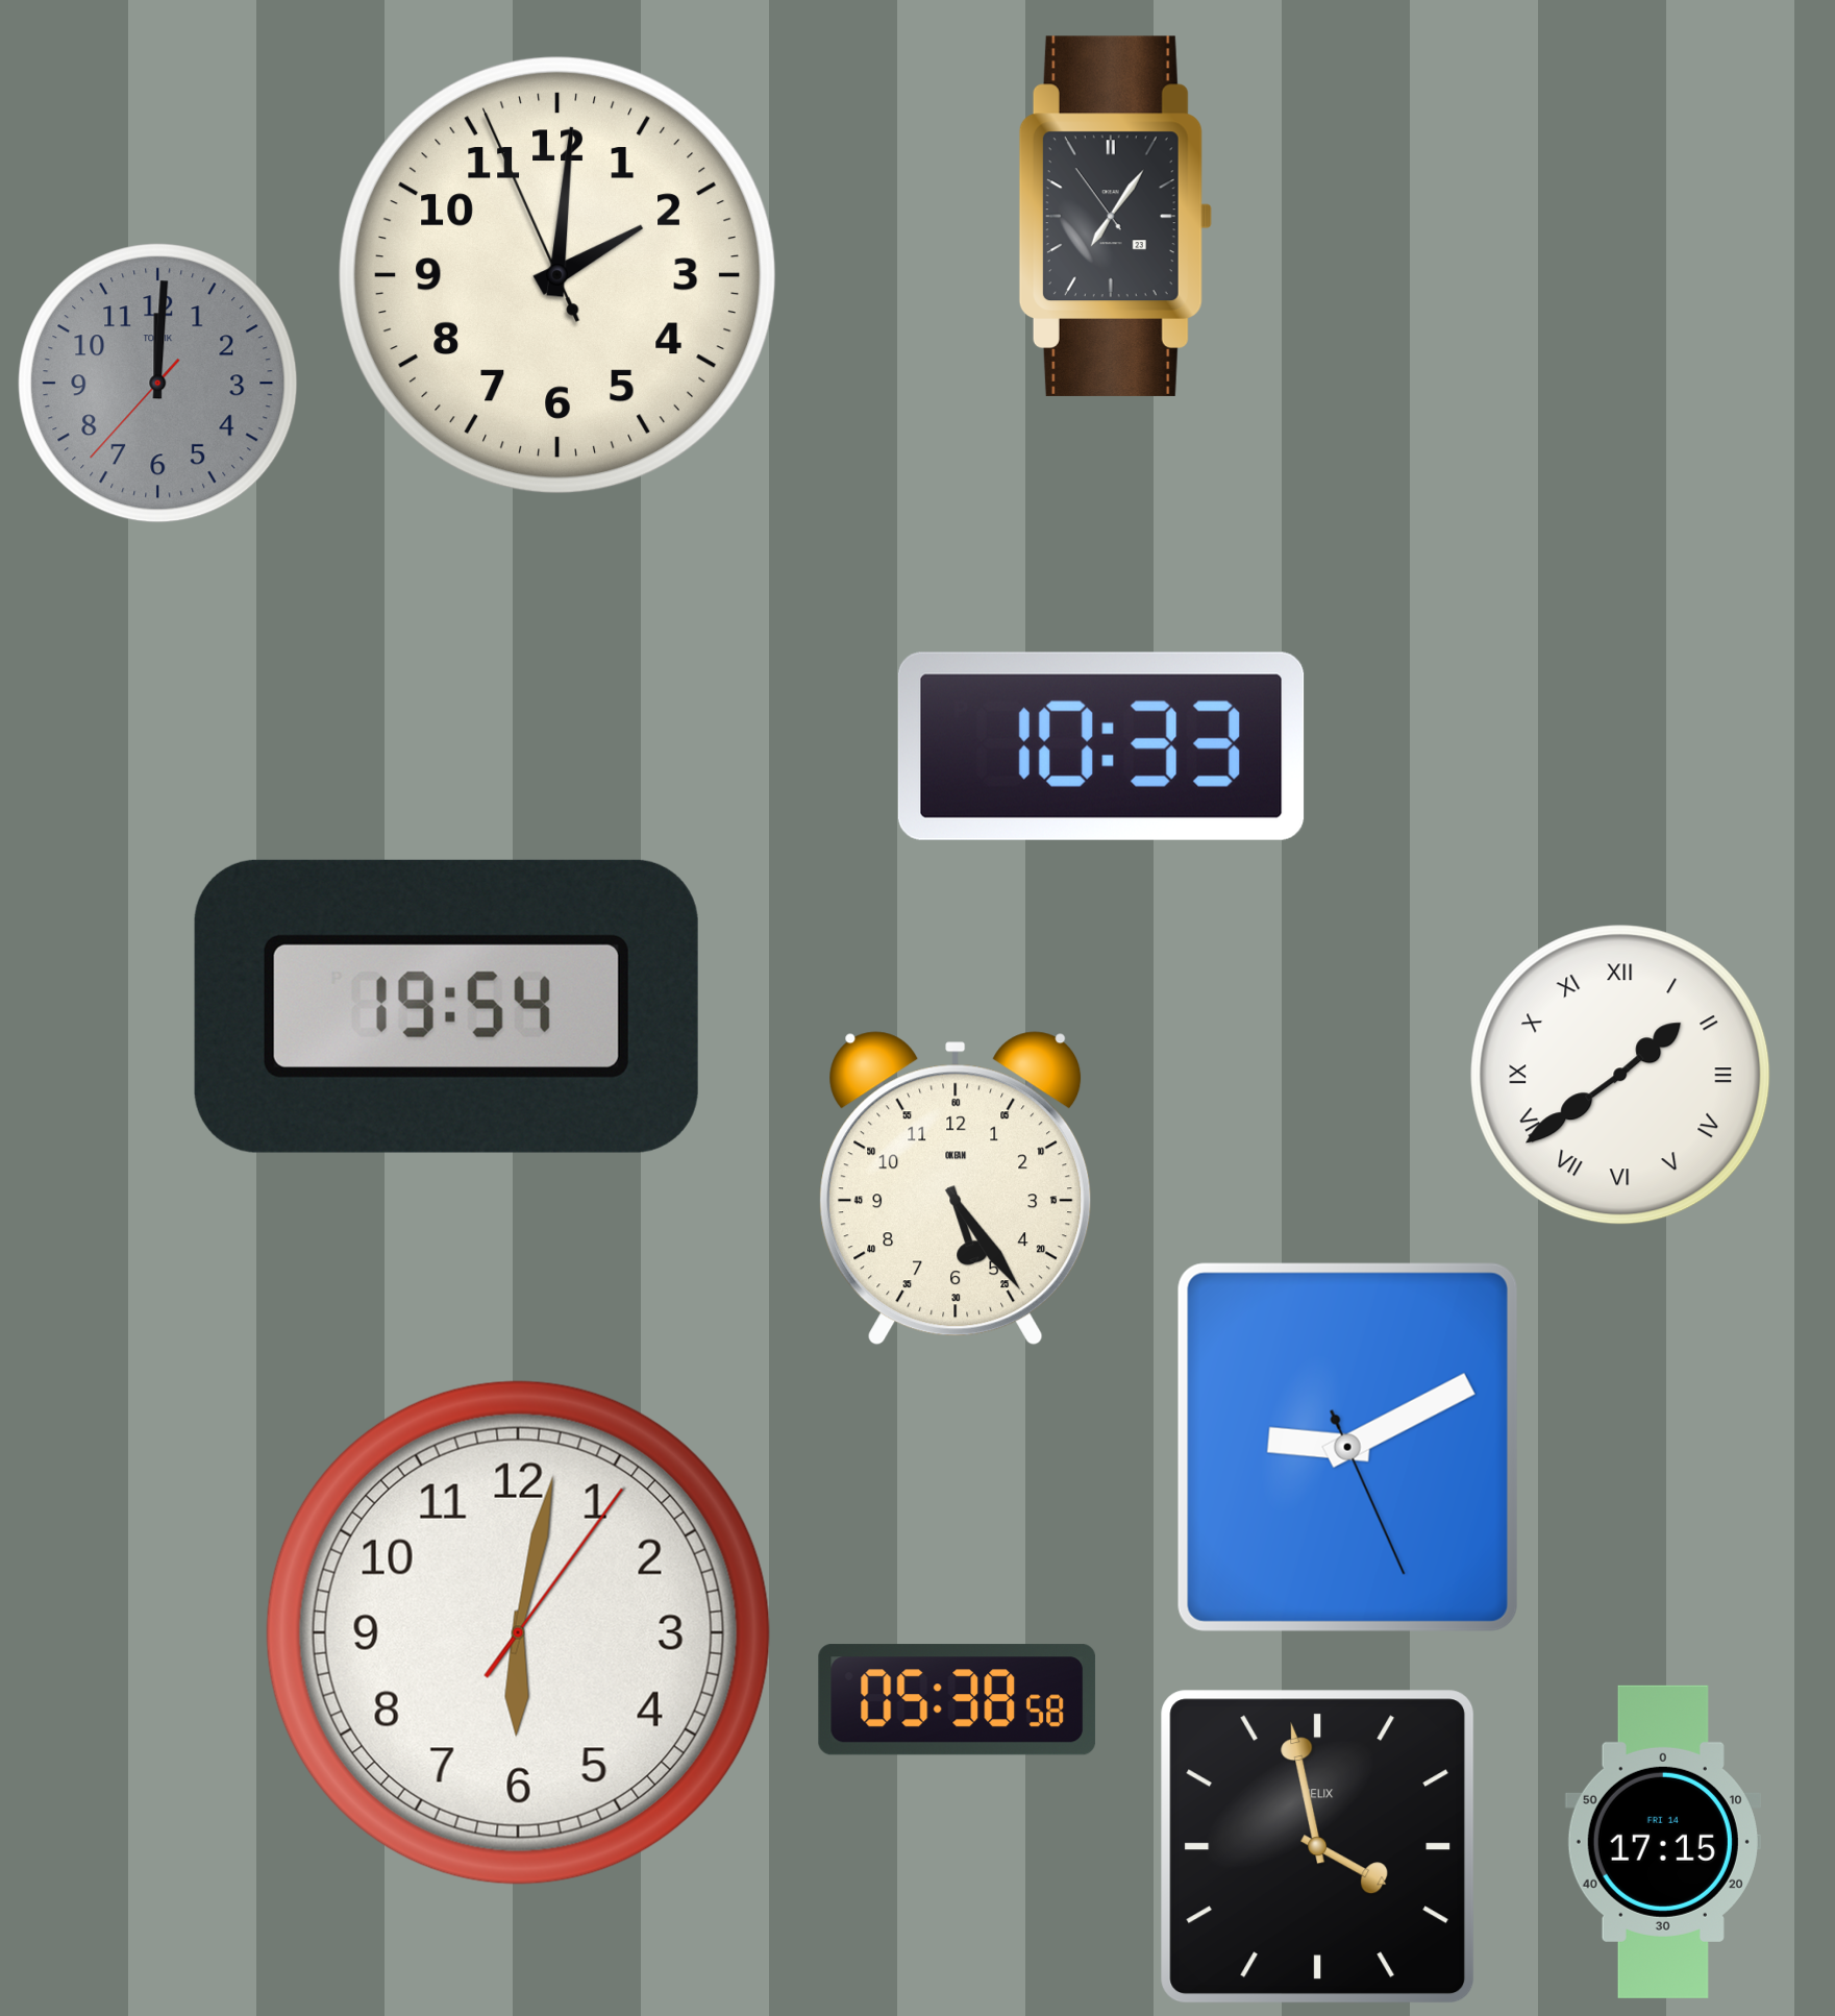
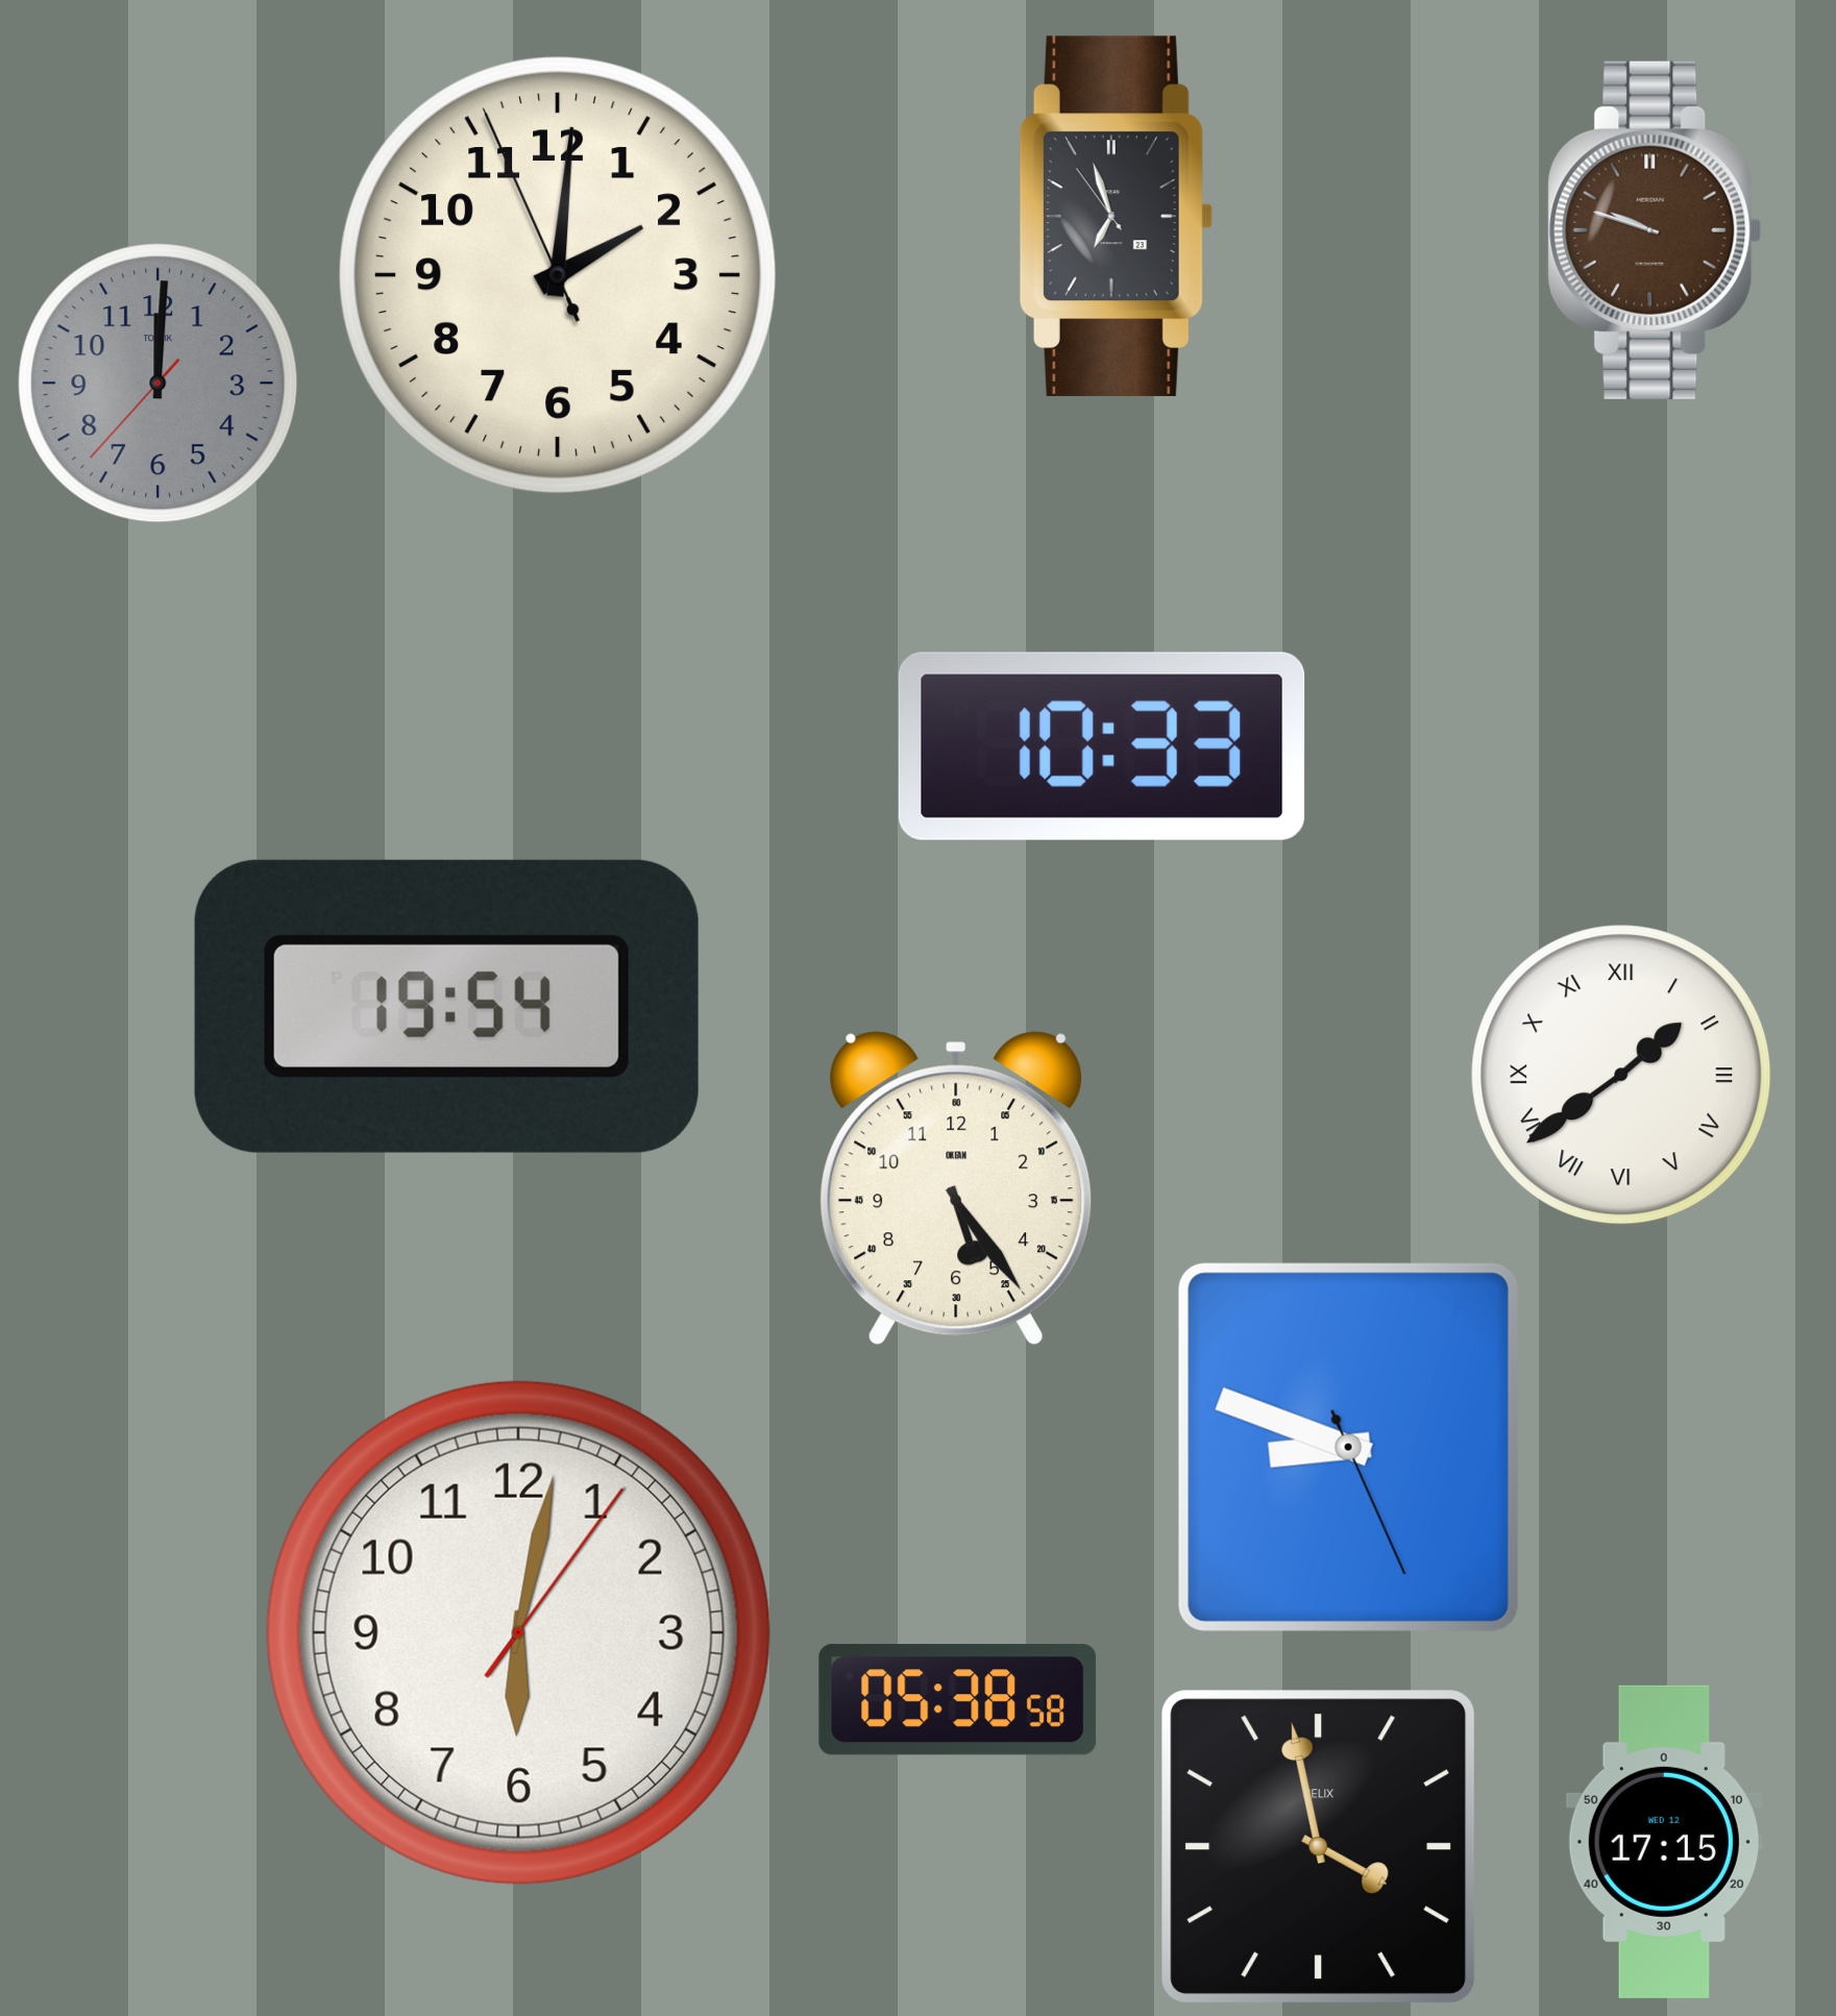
clock at (1115, 216): 7:05 -> 6:56
clock at (1655, 230): none -> 9:48
clock at (1347, 1447): 9:10 -> 8:48
clock at (1663, 1842) date: FRI 14 -> WED 12
